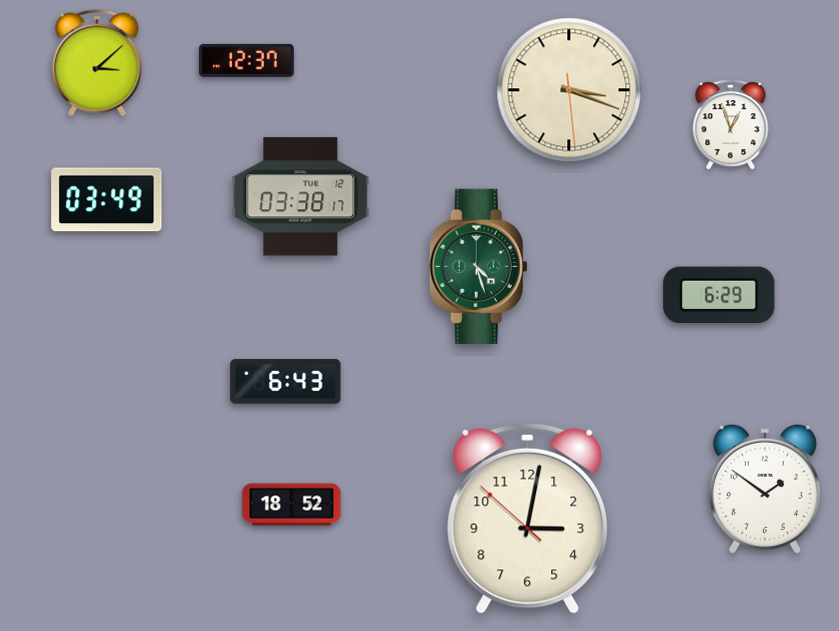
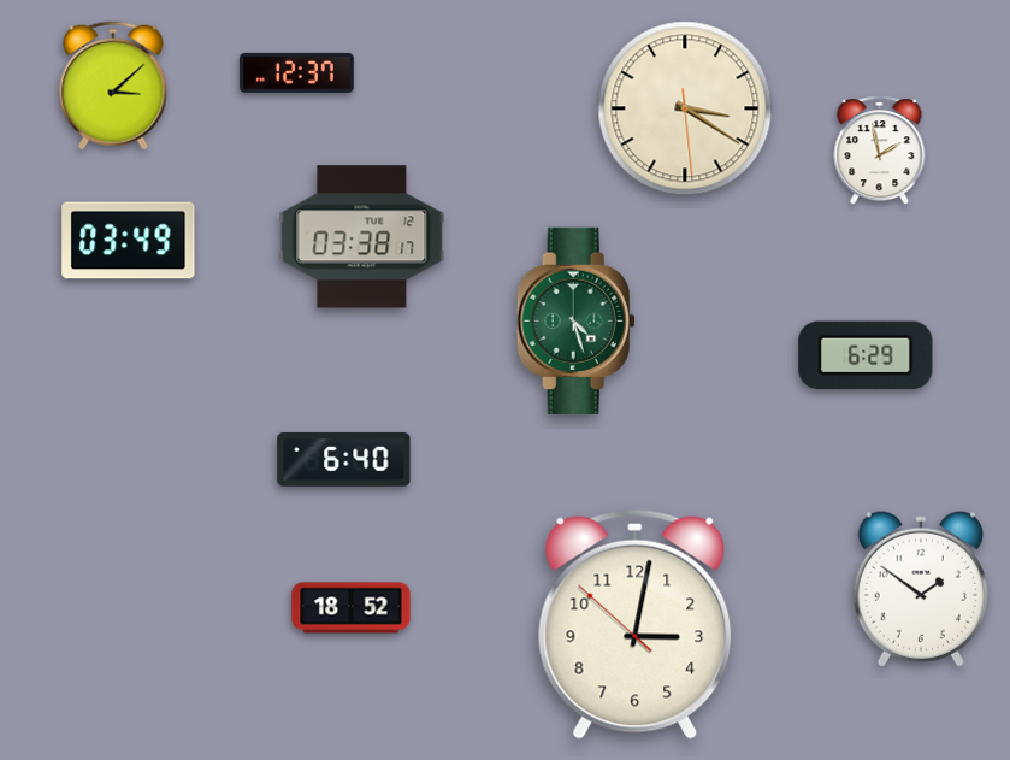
clock at (97, 63) position: (97, 63) -> (113, 86)
clock at (569, 90): 3:18 -> 3:20
clock at (731, 125): 12:57 -> 1:58
clock at (286, 381): 6:43 -> 6:40
